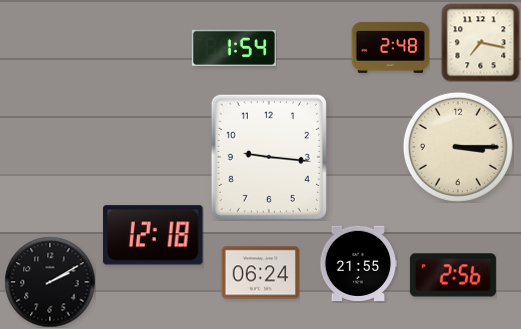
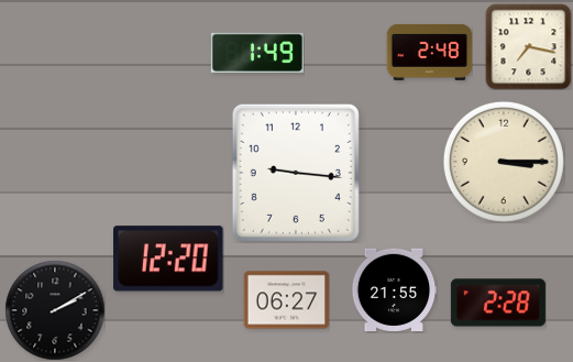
clock at (234, 48): 1:54 -> 1:49
clock at (153, 235): 12:18 -> 12:20
clock at (260, 273): 06:24 -> 06:27
clock at (453, 275): 2:56 -> 2:28
